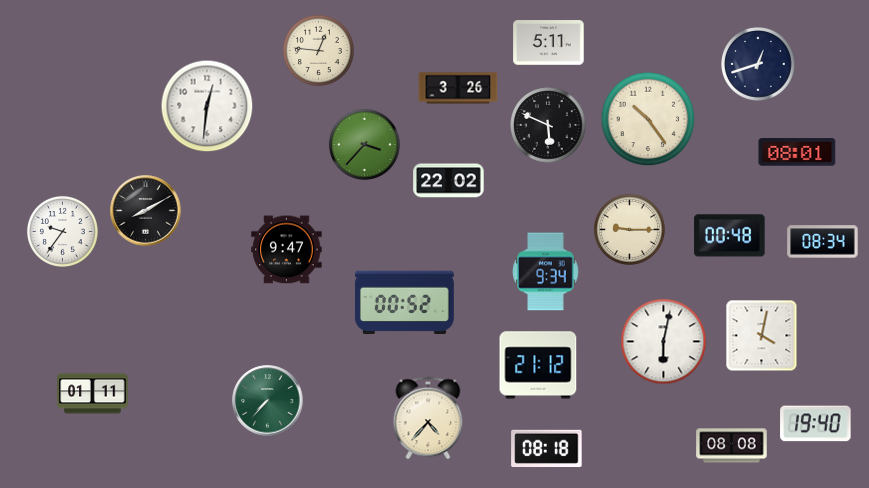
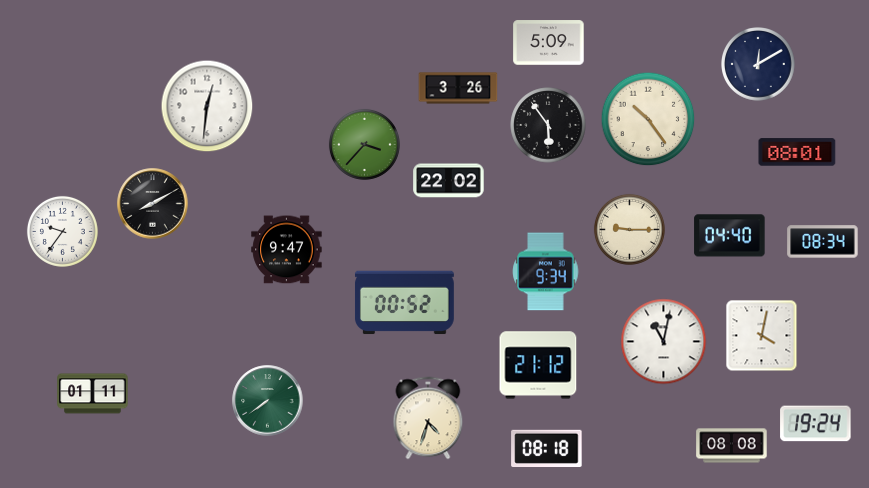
clock at (549, 43): 5:11 -> 5:09
clock at (318, 50): 12:46 -> none
clock at (758, 64): 12:42 -> 12:10
clock at (548, 125): 5:49 -> 5:54
clock at (146, 211) position: (146, 211) -> (153, 204)
clock at (730, 236): 00:48 -> 04:40
clock at (664, 342): 6:02 -> 11:02
clock at (268, 401): 7:37 -> 7:39
clock at (428, 418): 4:37 -> 4:33
clock at (816, 424): 19:40 -> 19:24
